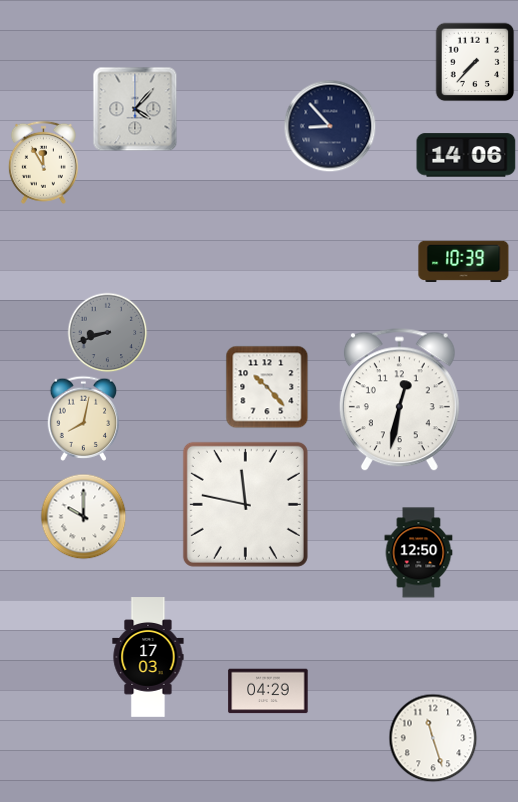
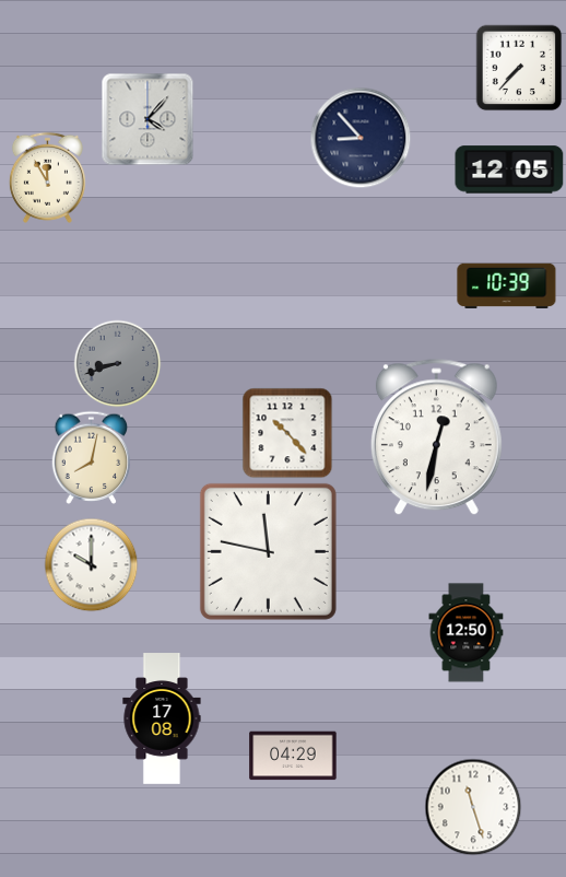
clock at (466, 155): 14:06 -> 12:05
clock at (267, 387) position: (267, 387) -> (287, 433)
clock at (419, 553) position: (419, 553) -> (467, 633)
clock at (148, 657): 17:03 -> 17:08
